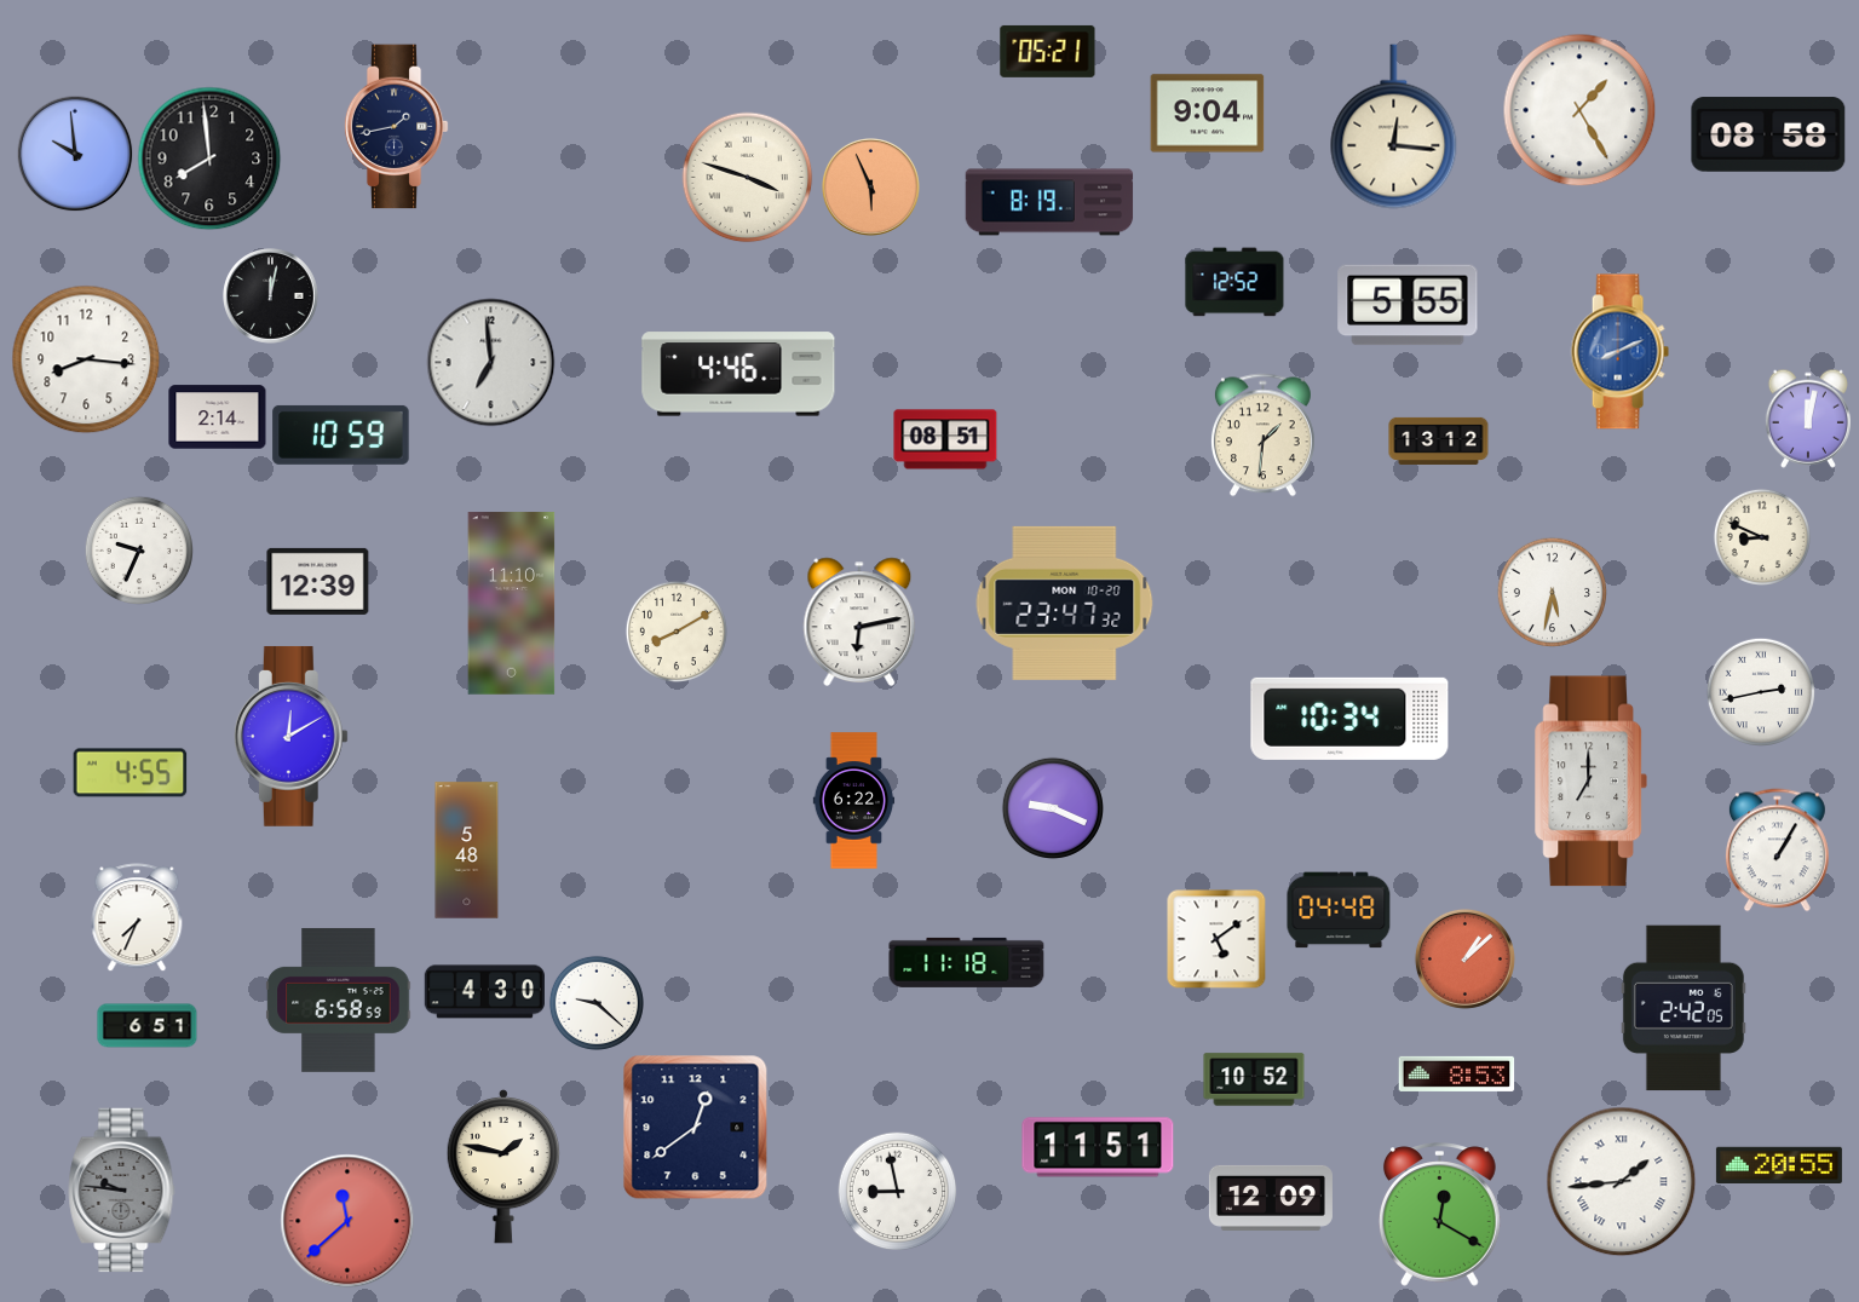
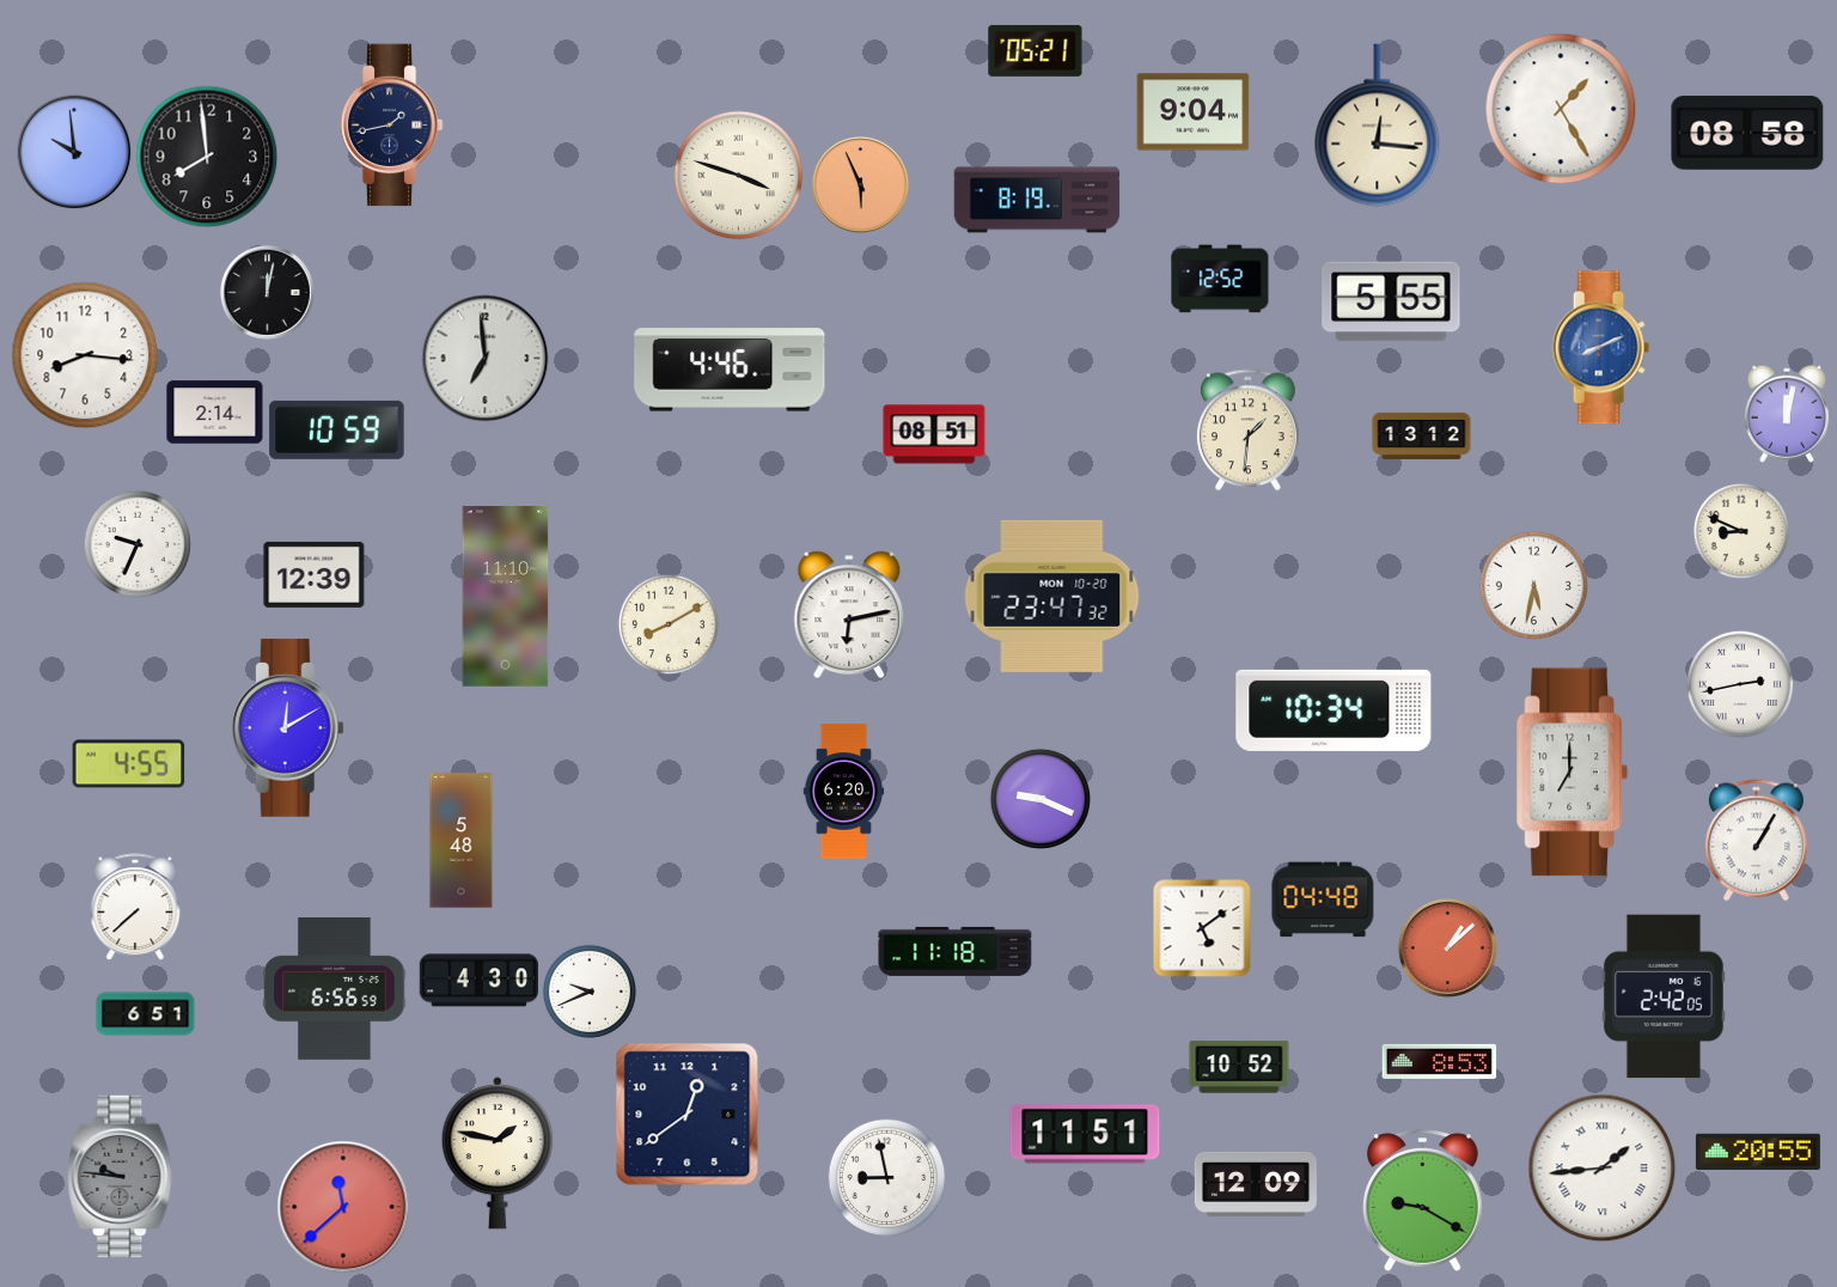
clock at (854, 801): 6:22 -> 6:20
clock at (137, 917): 7:34 -> 7:38
clock at (339, 999): 6:58 -> 6:56
clock at (597, 1003): 9:22 -> 9:41
clock at (1440, 1215): 12:20 -> 9:20
